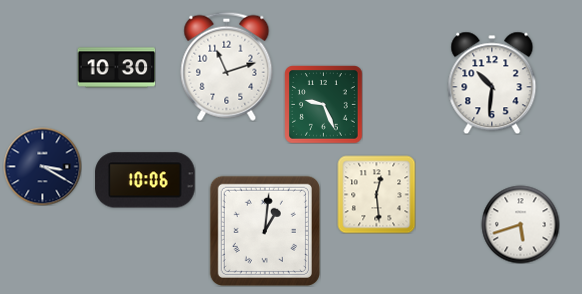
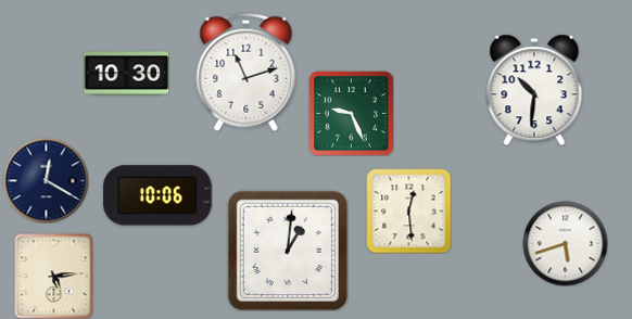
clock at (42, 166): 3:20 -> 12:20
clock at (54, 276): none -> 5:14
